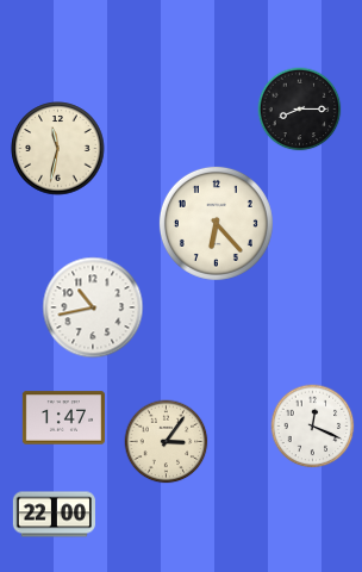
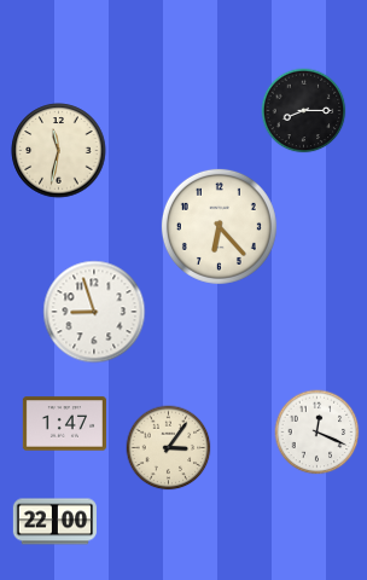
clock at (93, 307): 10:43 -> 8:57
